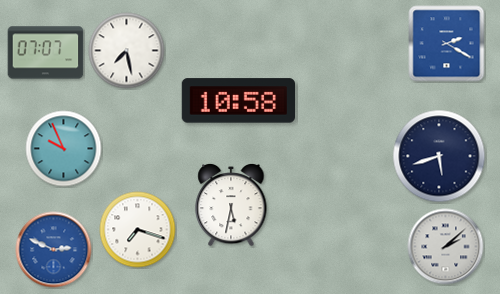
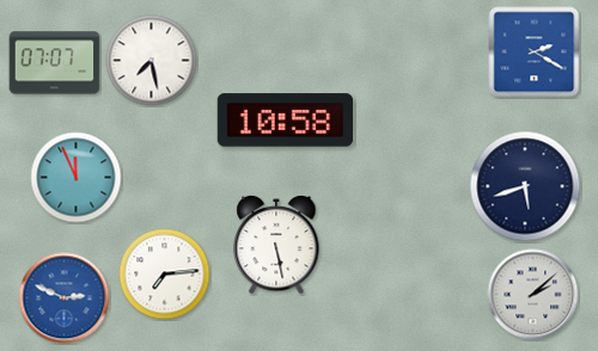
clock at (64, 149): 9:56 -> 11:56
clock at (231, 205): 5:32 -> 5:28
clock at (138, 230): 7:18 -> 7:14
